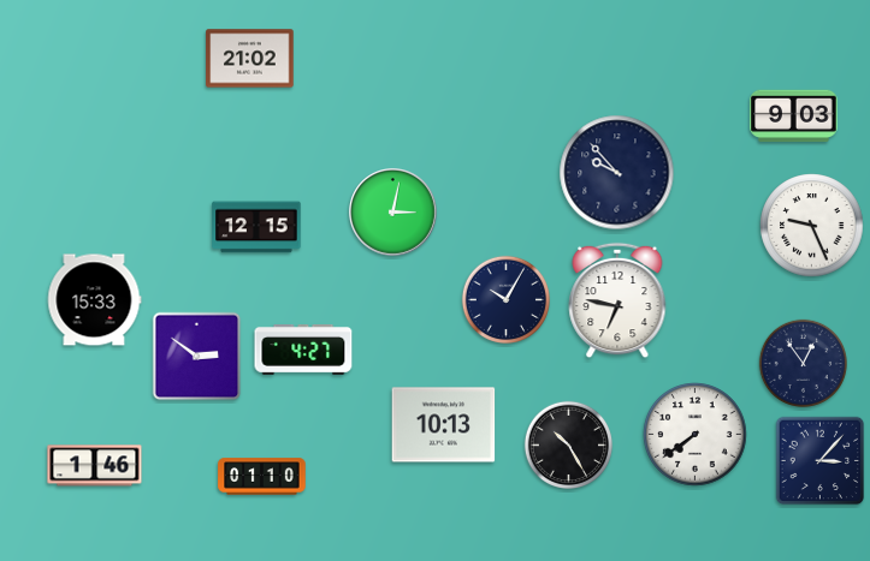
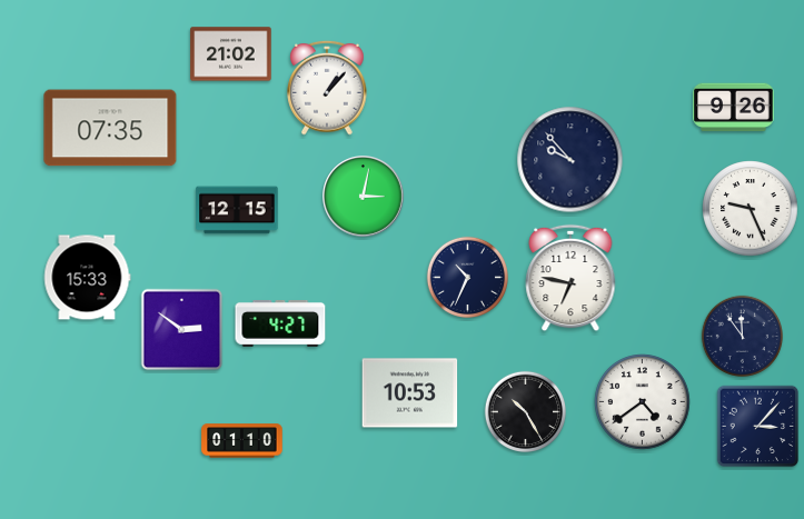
clock at (327, 88): none -> 1:07
clock at (794, 117): 9:03 -> 9:26
clock at (110, 128): none -> 07:35
clock at (507, 300): 10:05 -> 10:34
clock at (804, 364): 12:54 -> 11:54
clock at (444, 425): 10:13 -> 10:53
clock at (696, 435): 7:39 -> 4:39
clock at (95, 466): 1:46 -> none
